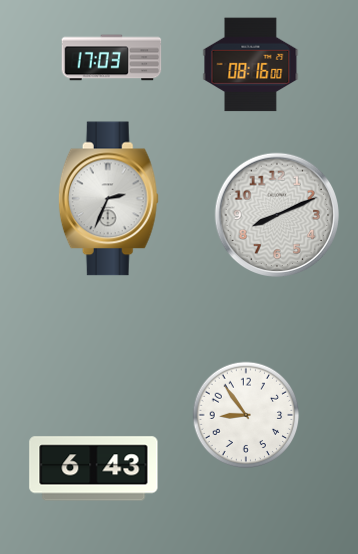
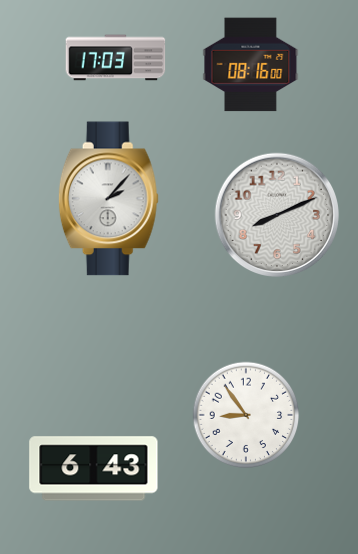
clock at (112, 58) position: (112, 58) -> (116, 58)
clock at (108, 199): 2:34 -> 2:07
